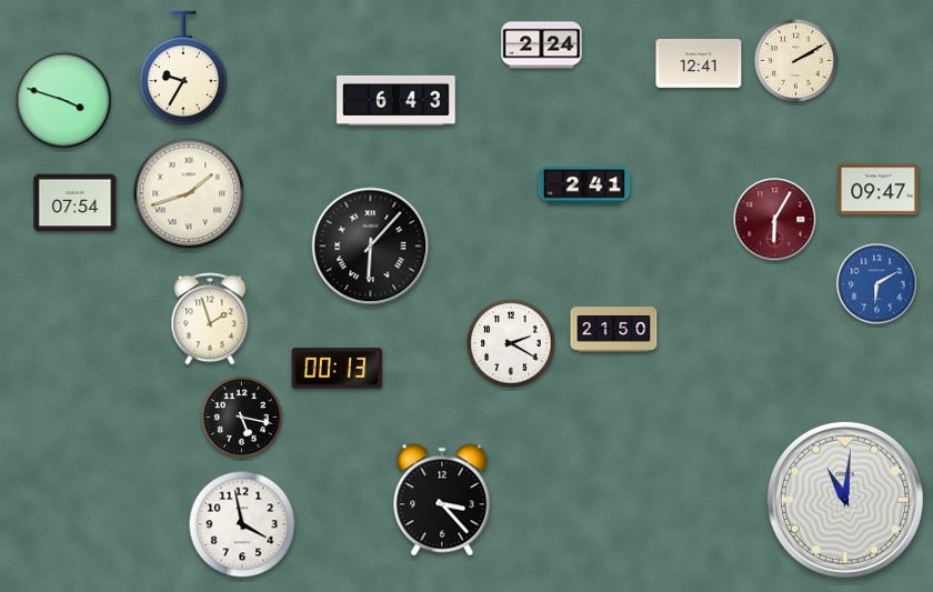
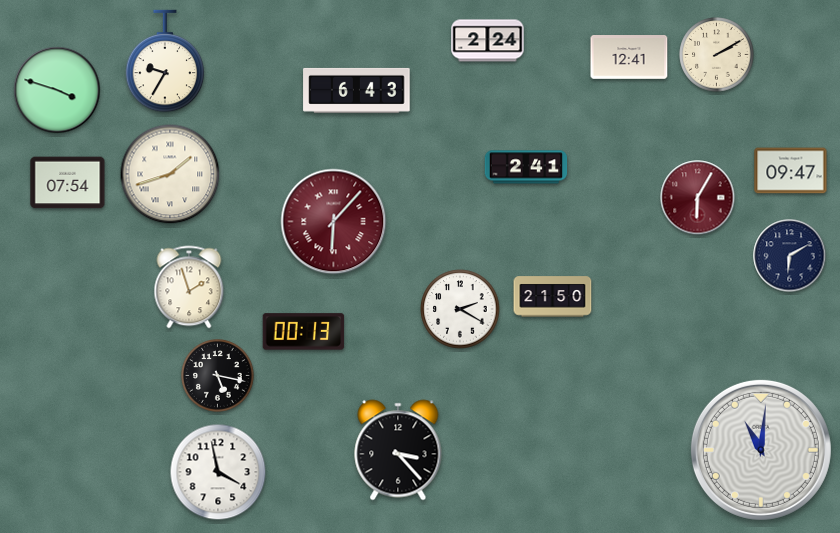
clock at (371, 247) dial: black -> burgundy
clock at (877, 284) dial: blue -> navy
